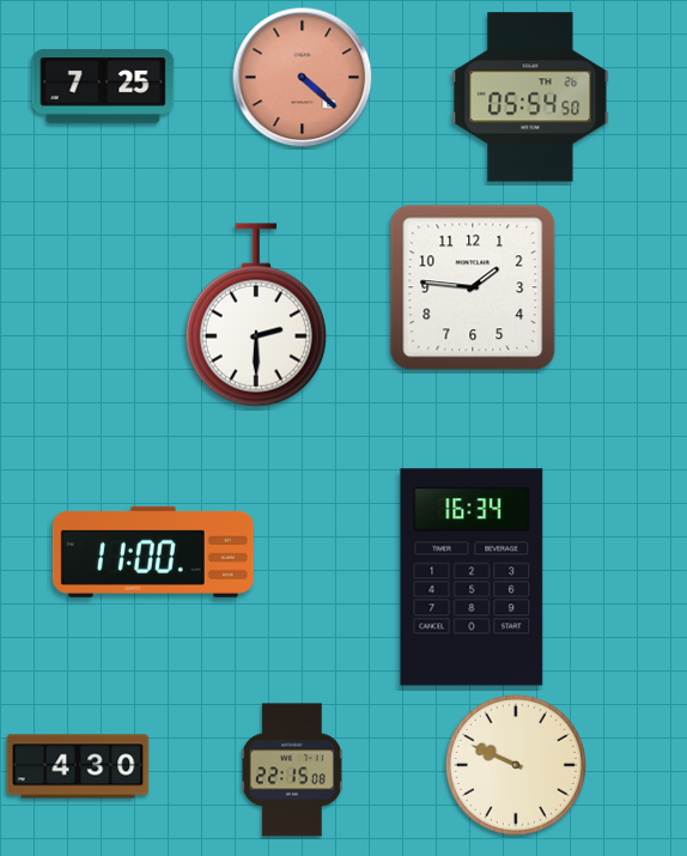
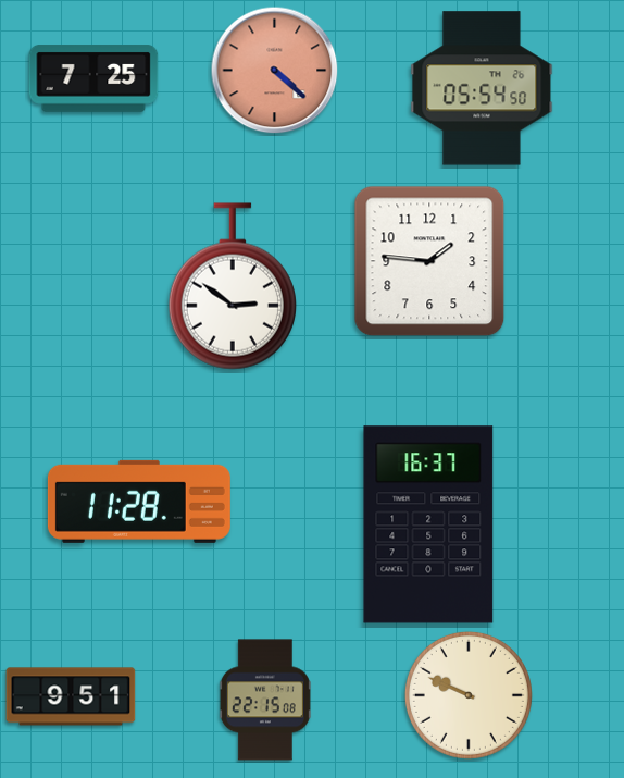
clock at (256, 315): 2:30 -> 2:51
clock at (153, 552): 11:00 -> 11:28
clock at (472, 577): 16:34 -> 16:37
clock at (78, 766): 4:30 -> 9:51
